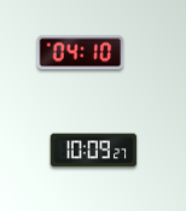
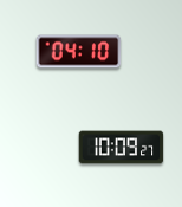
clock at (94, 151) position: (94, 151) -> (122, 148)
